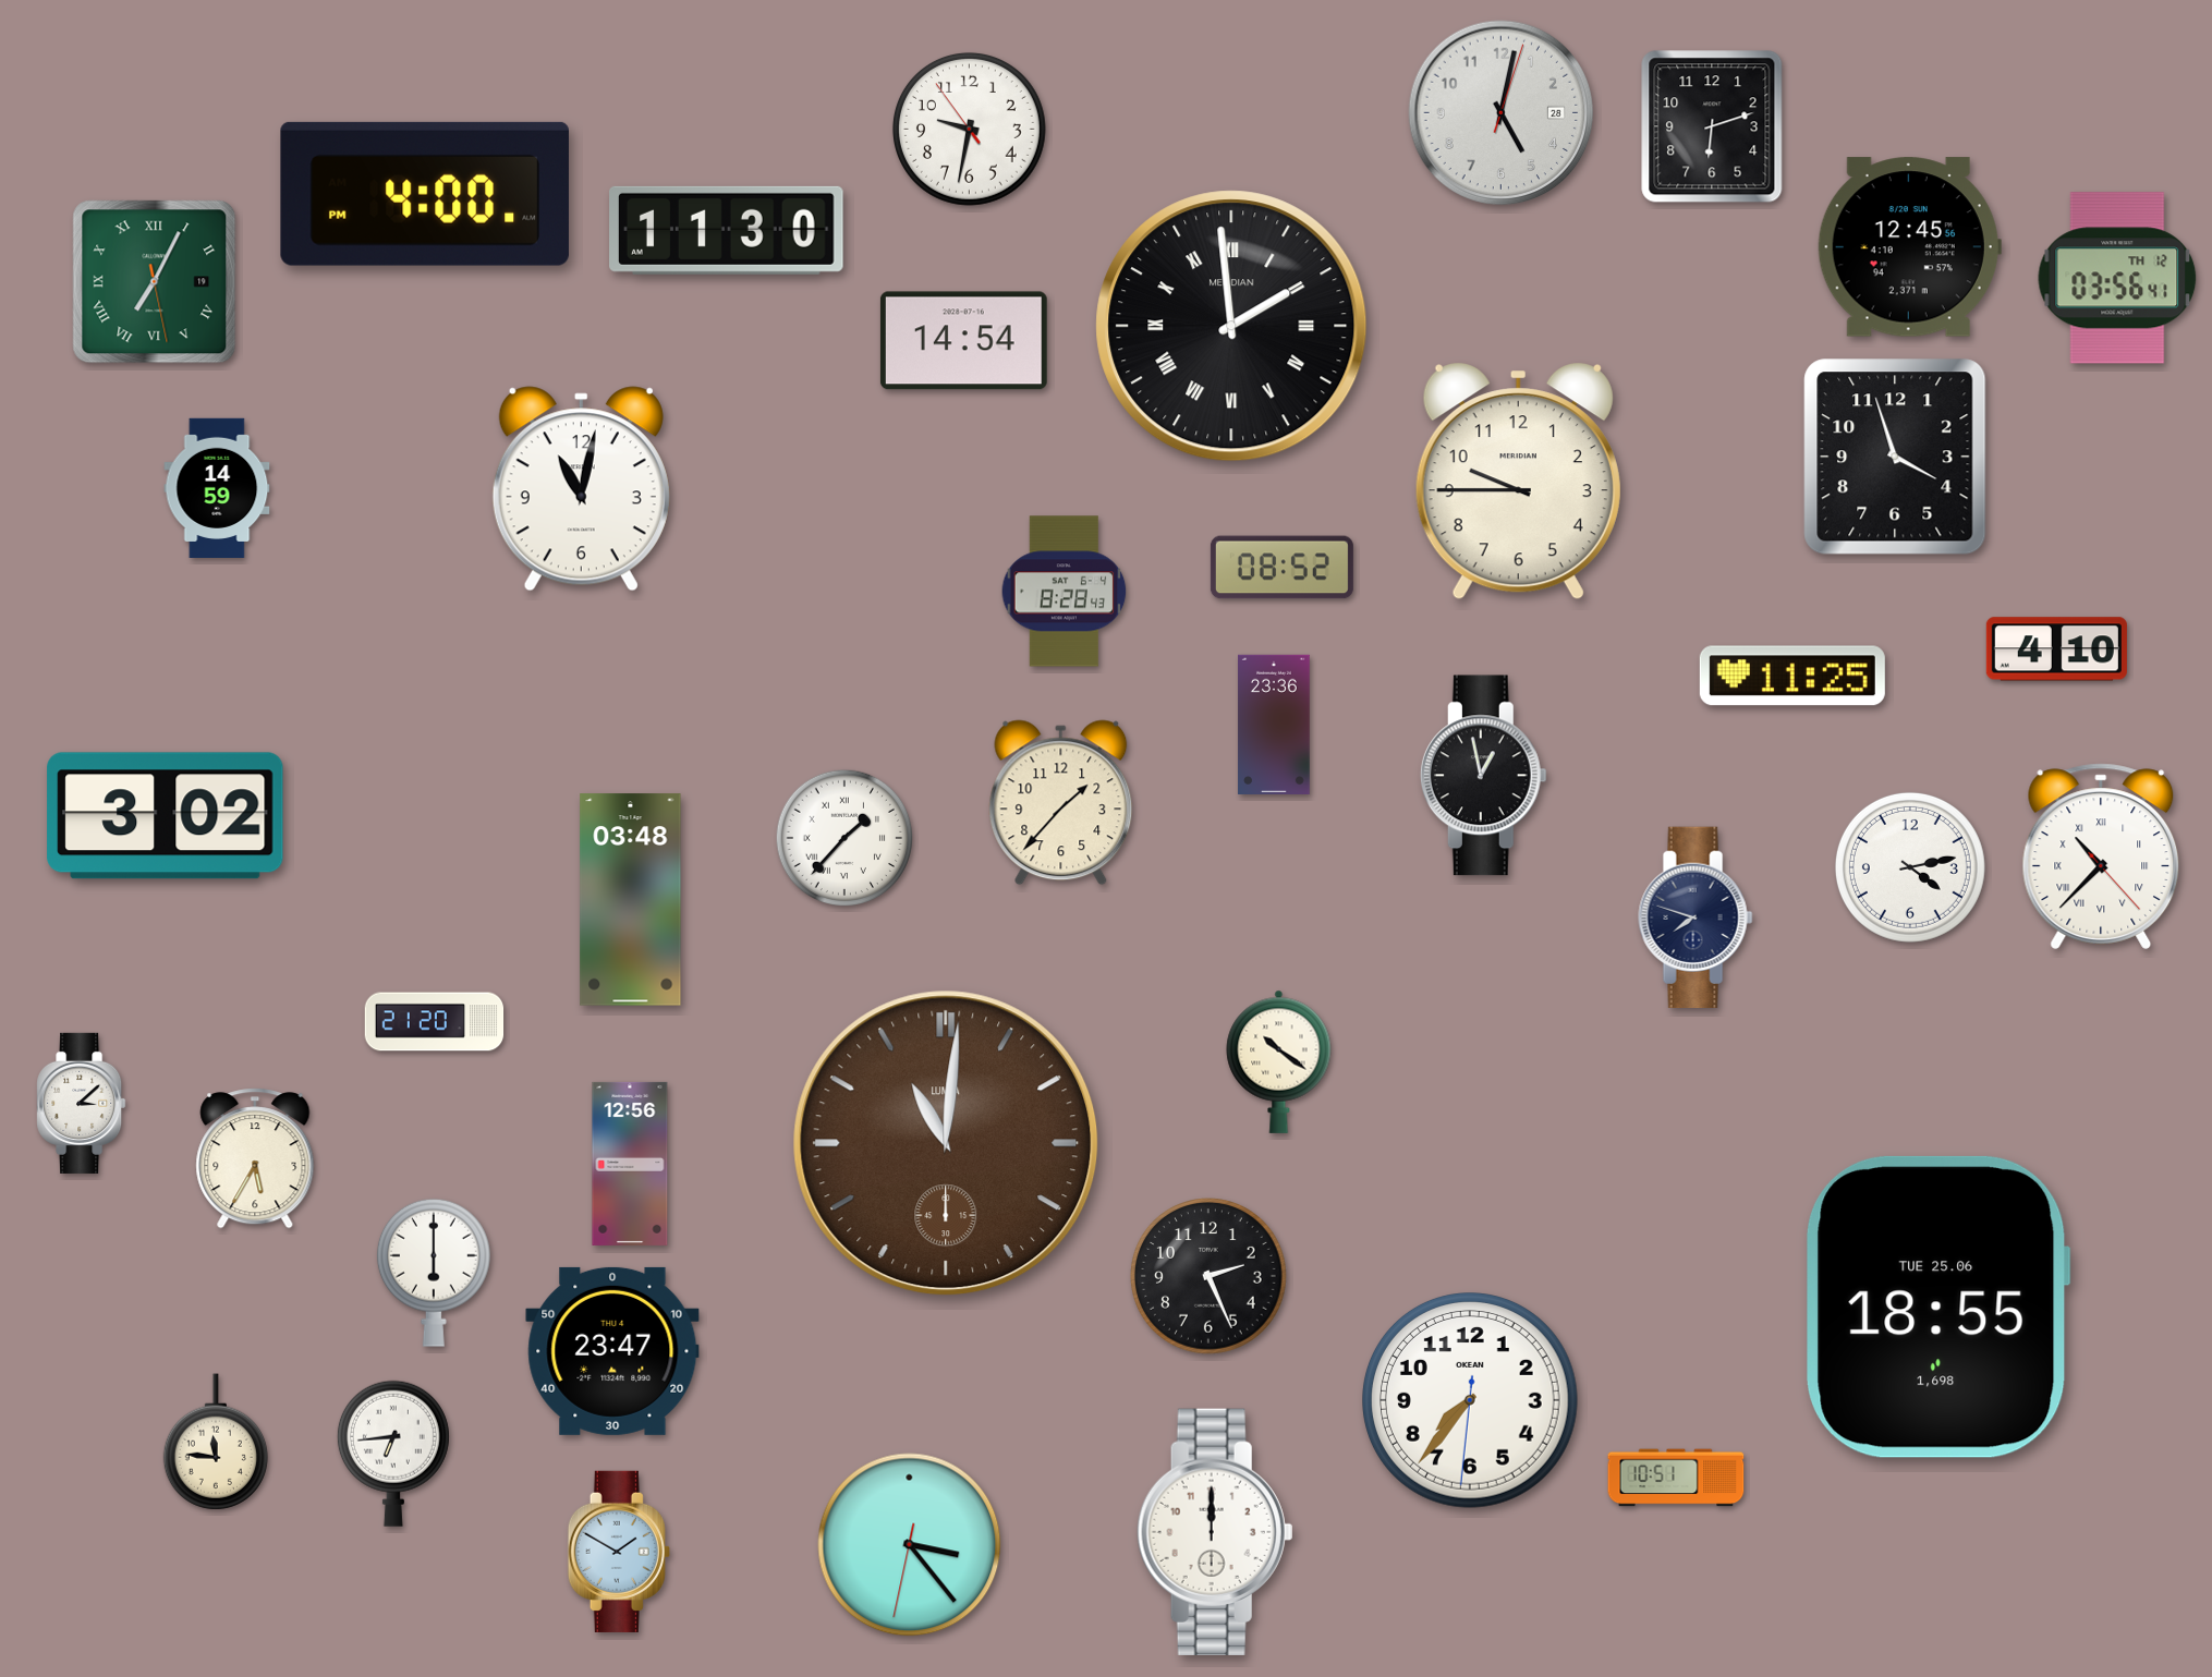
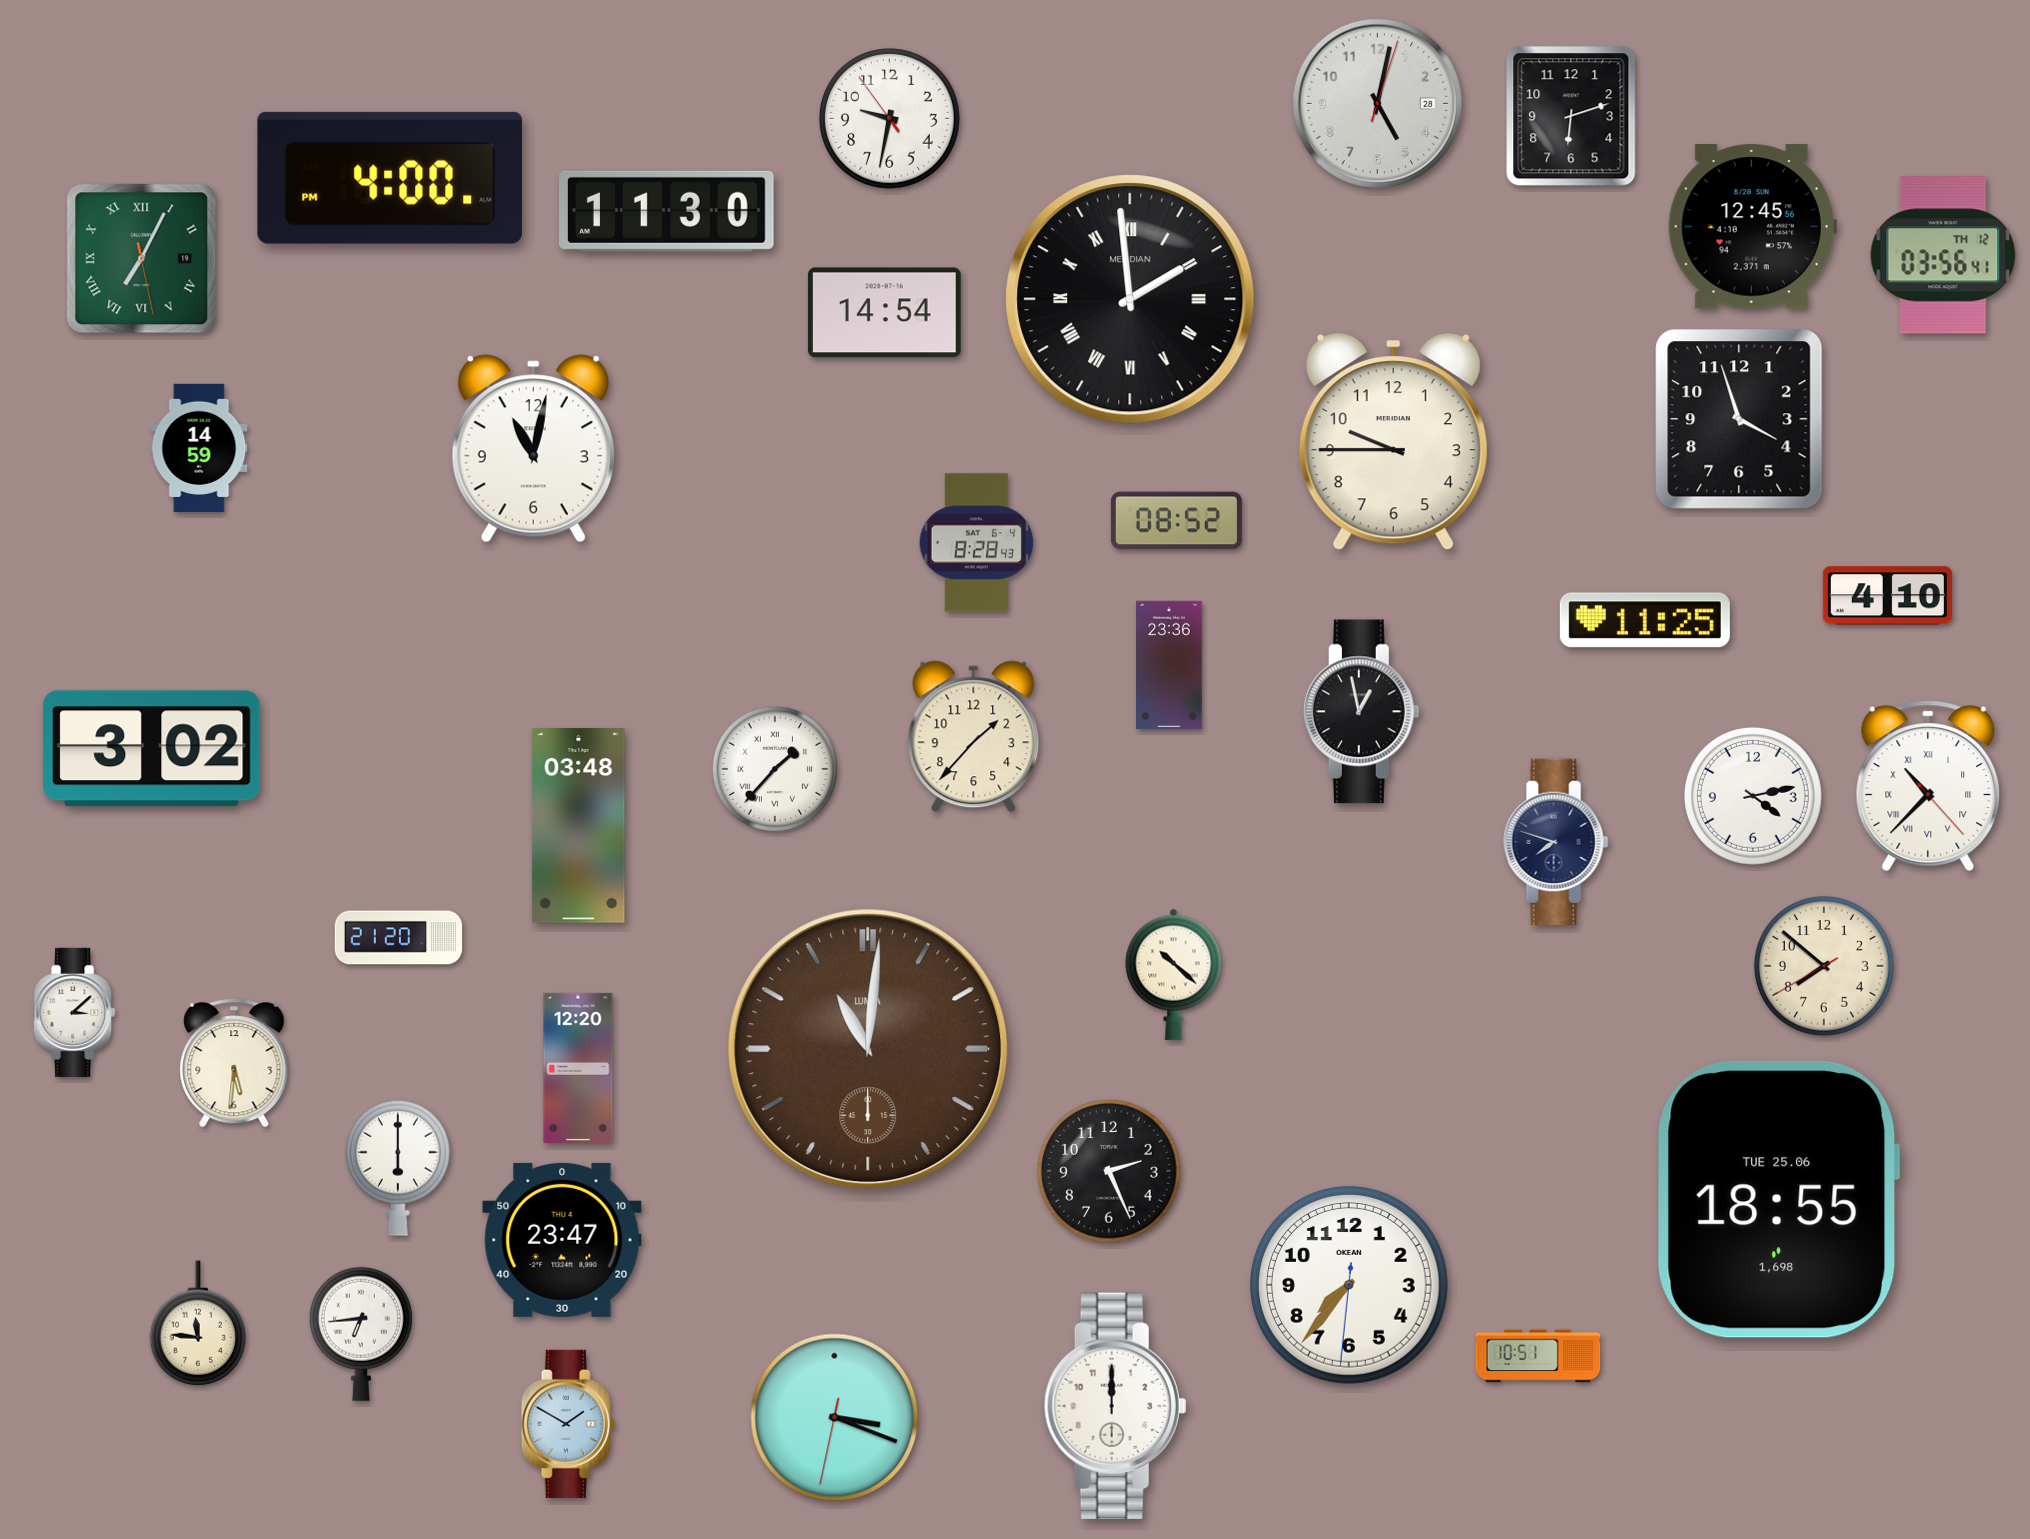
clock at (1824, 966): none -> 7:51
clock at (1279, 1061): 10:21 -> 10:22
clock at (255, 1158): 5:35 -> 5:31
clock at (630, 1164): 12:56 -> 12:20
clock at (910, 1545): 3:23 -> 3:18
